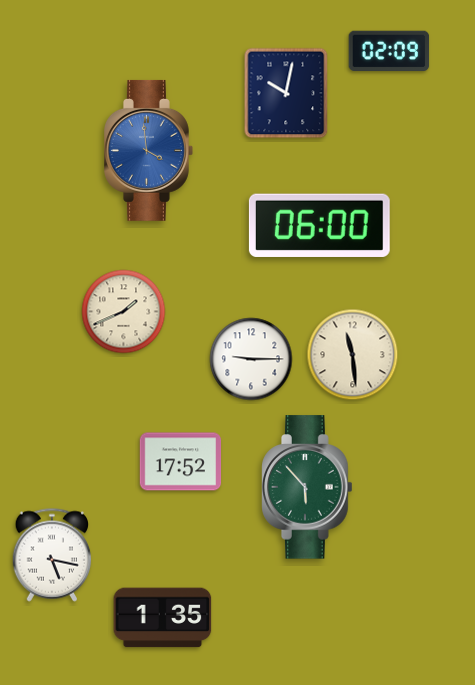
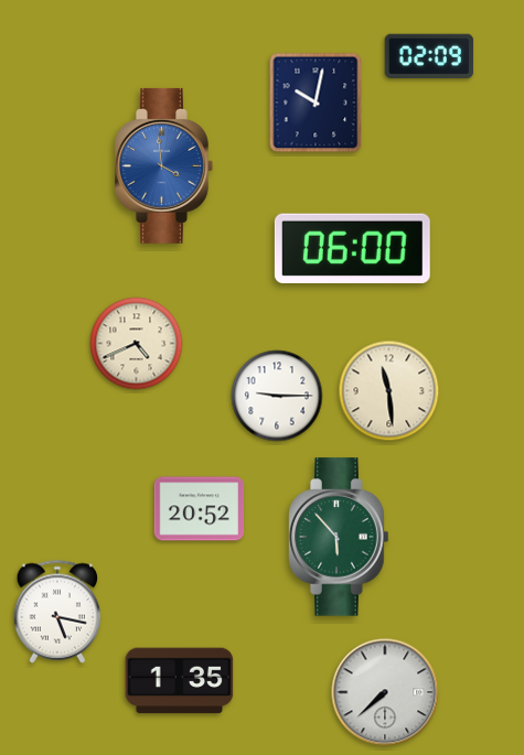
clock at (124, 312): 1:41 -> 4:41
clock at (181, 462): 17:52 -> 20:52
clock at (385, 692): none -> 7:38
